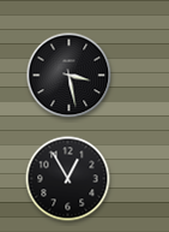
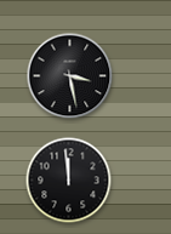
clock at (68, 179): 12:55 -> 11:59
